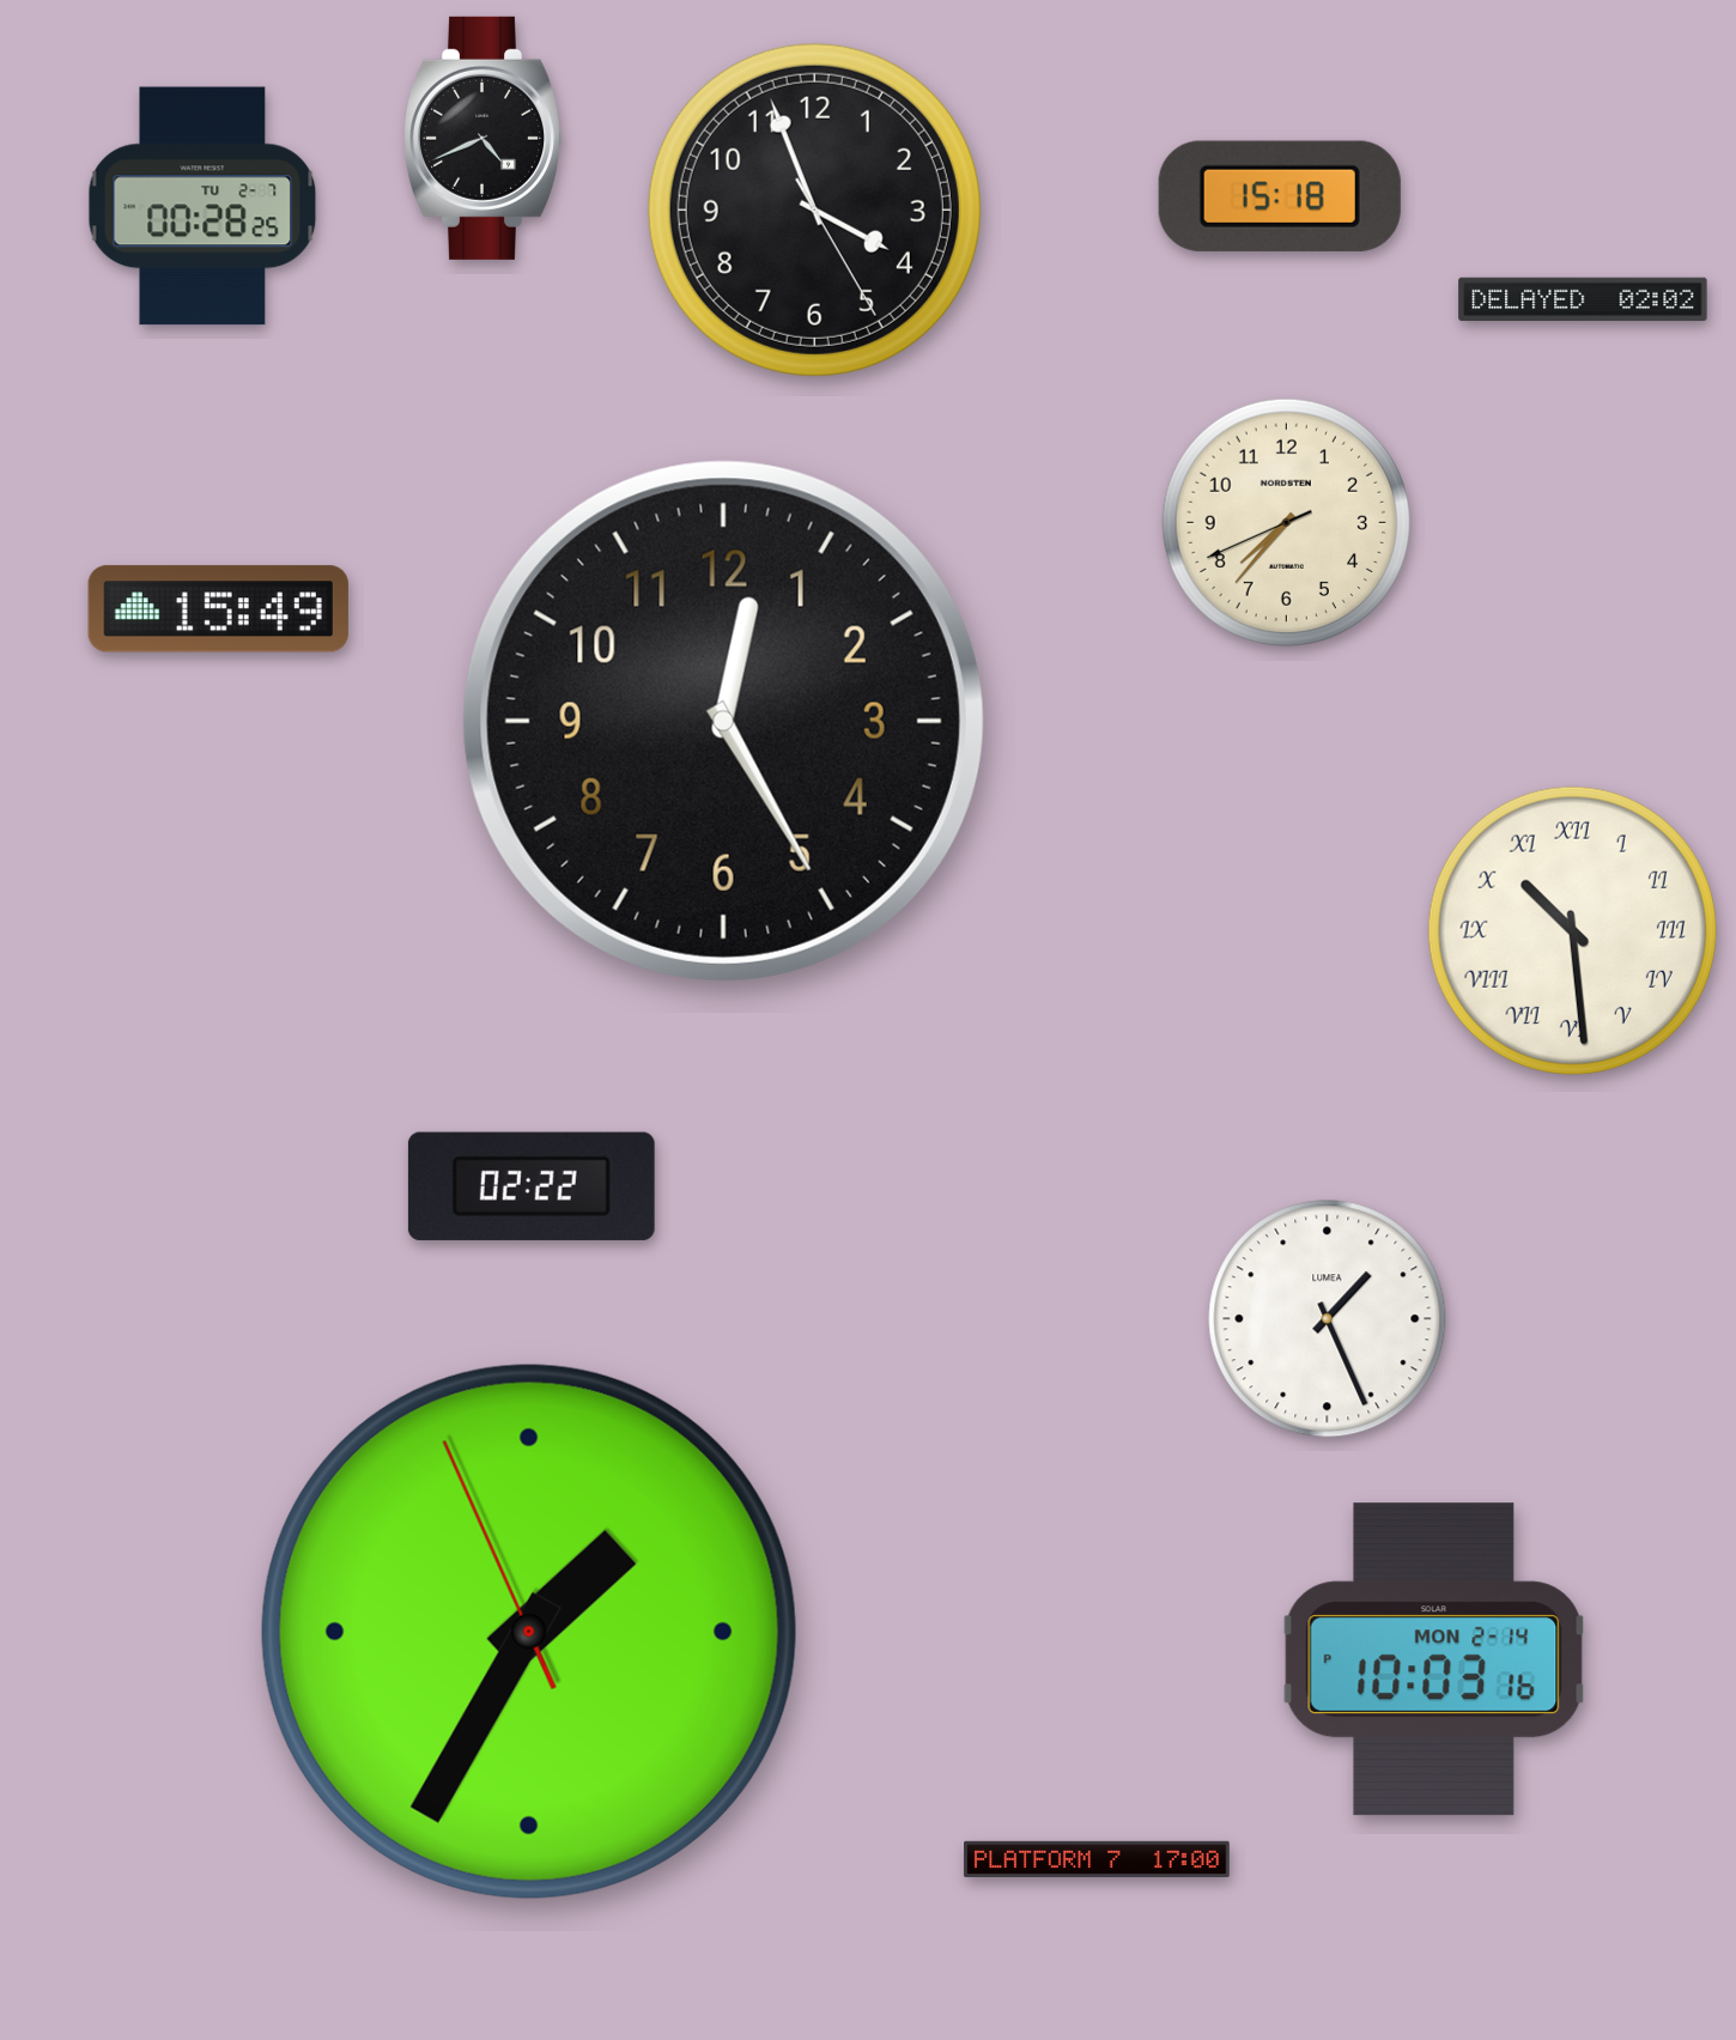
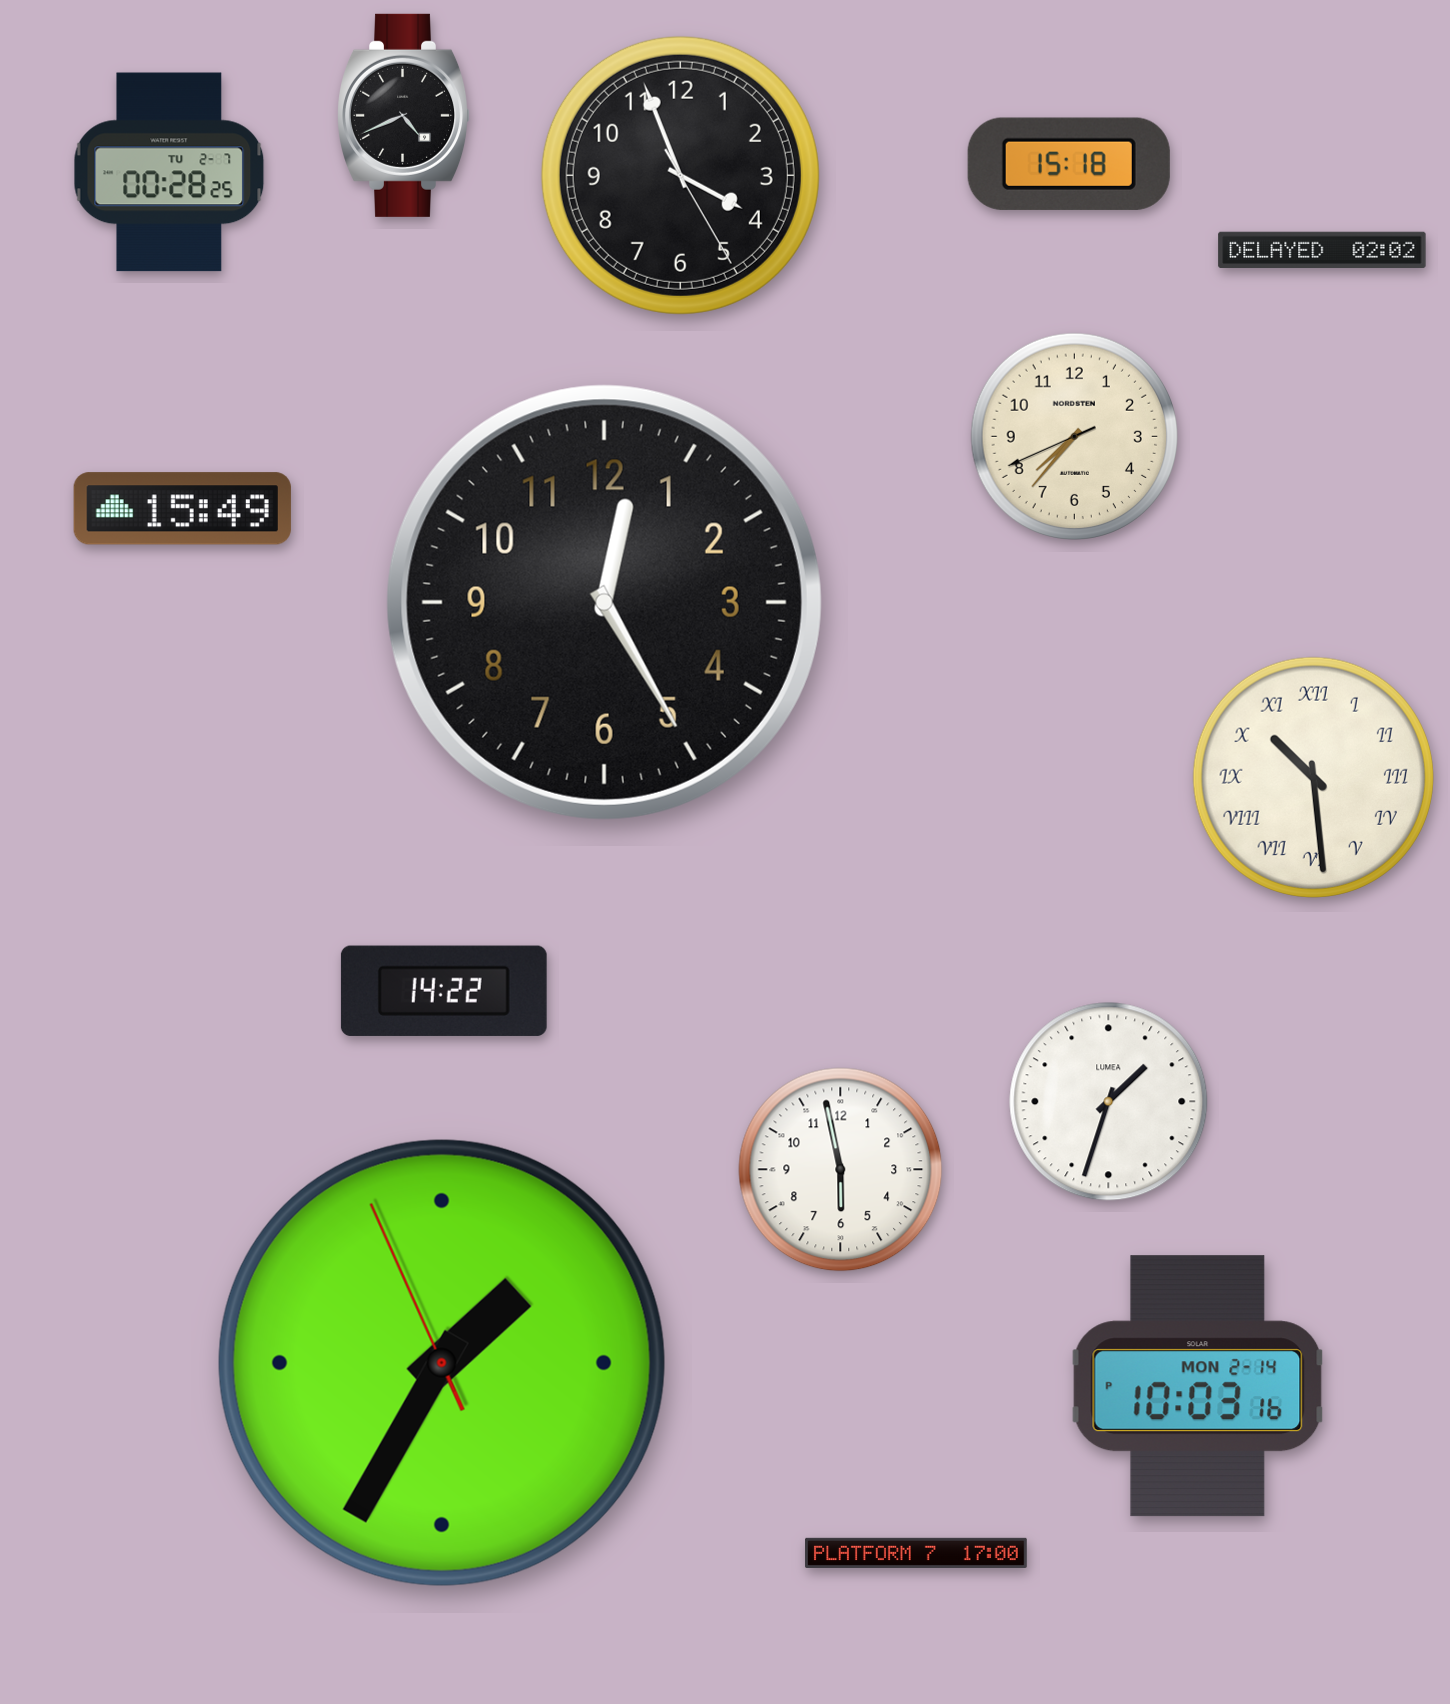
clock at (532, 1186): 02:22 -> 14:22
clock at (1328, 1319): 1:26 -> 1:33
clock at (841, 1170): none -> 5:58
